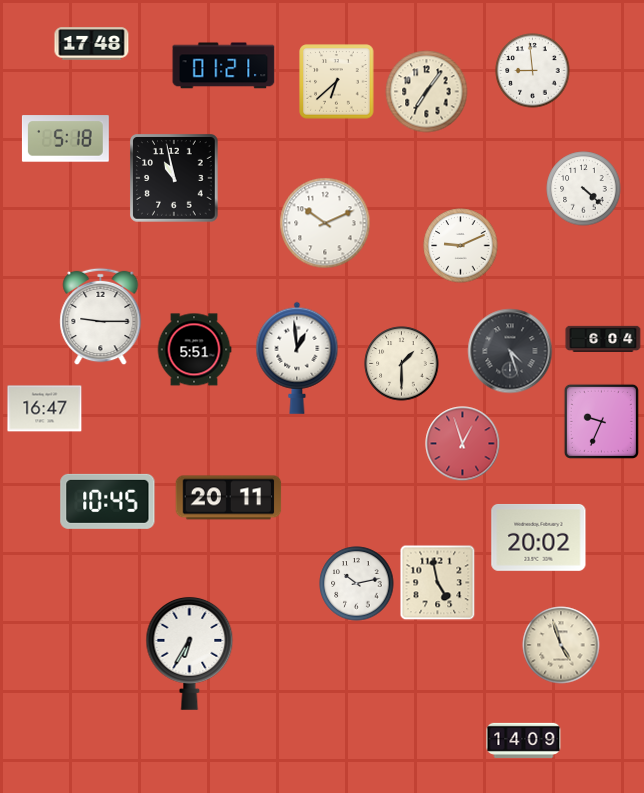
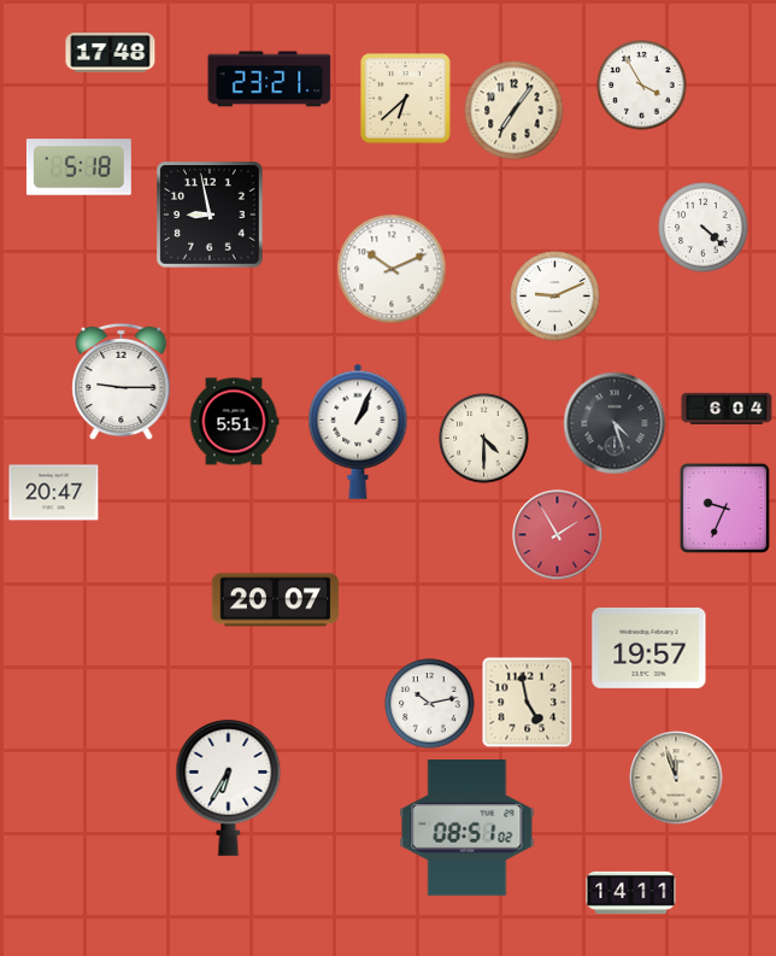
clock at (224, 66): 01:21 -> 23:21
clock at (533, 71): 8:59 -> 3:55
clock at (175, 179): 10:58 -> 8:58
clock at (297, 358): 12:59 -> 1:04
clock at (402, 364): 1:30 -> 4:30
clock at (45, 409): 16:47 -> 20:47
clock at (463, 444): 12:57 -> 1:55
clock at (229, 498): 20:11 -> 20:07
clock at (108, 501): 10:45 -> none
clock at (539, 537): 20:02 -> 19:57
clock at (561, 645): 4:57 -> 11:57
clock at (468, 828): none -> 08:51
clock at (524, 740): 14:09 -> 14:11
